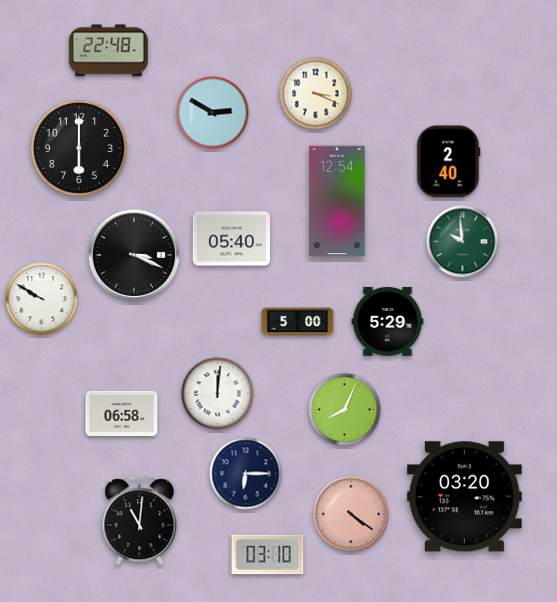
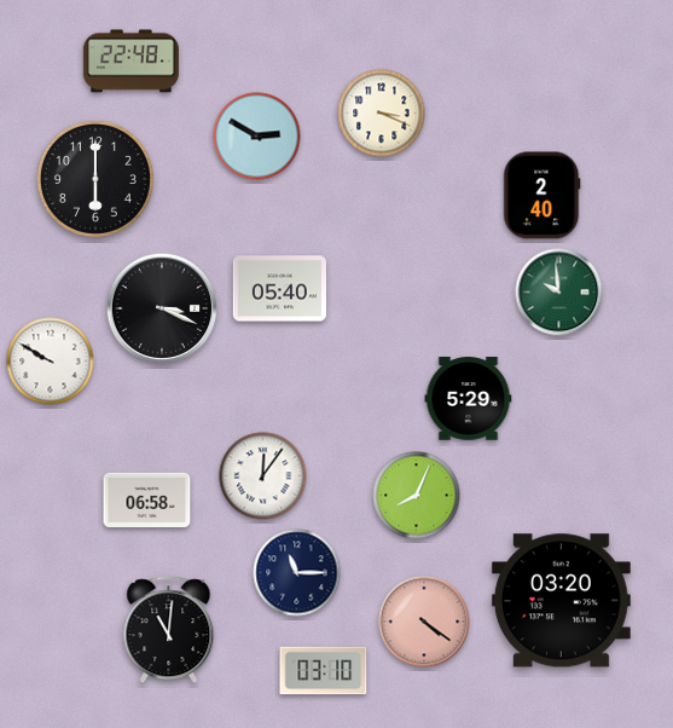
clock at (337, 201): 12:54 -> none
clock at (298, 322): 5:00 -> none
clock at (388, 322) position: (388, 322) -> (469, 399)
clock at (218, 394): 12:01 -> 12:06
clock at (246, 474): 6:15 -> 11:15
